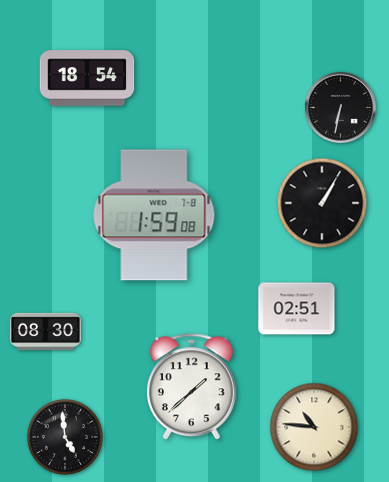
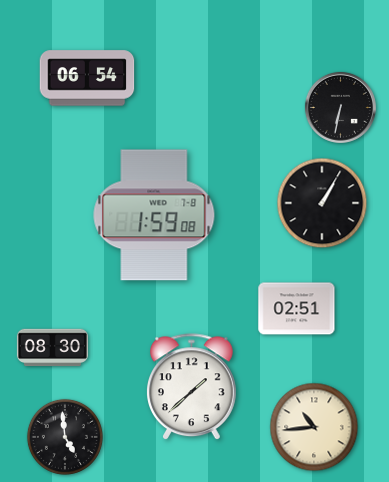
clock at (87, 78): 18:54 -> 06:54
clock at (45, 332) position: (45, 332) -> (52, 348)
clock at (314, 427): 10:46 -> 10:44
